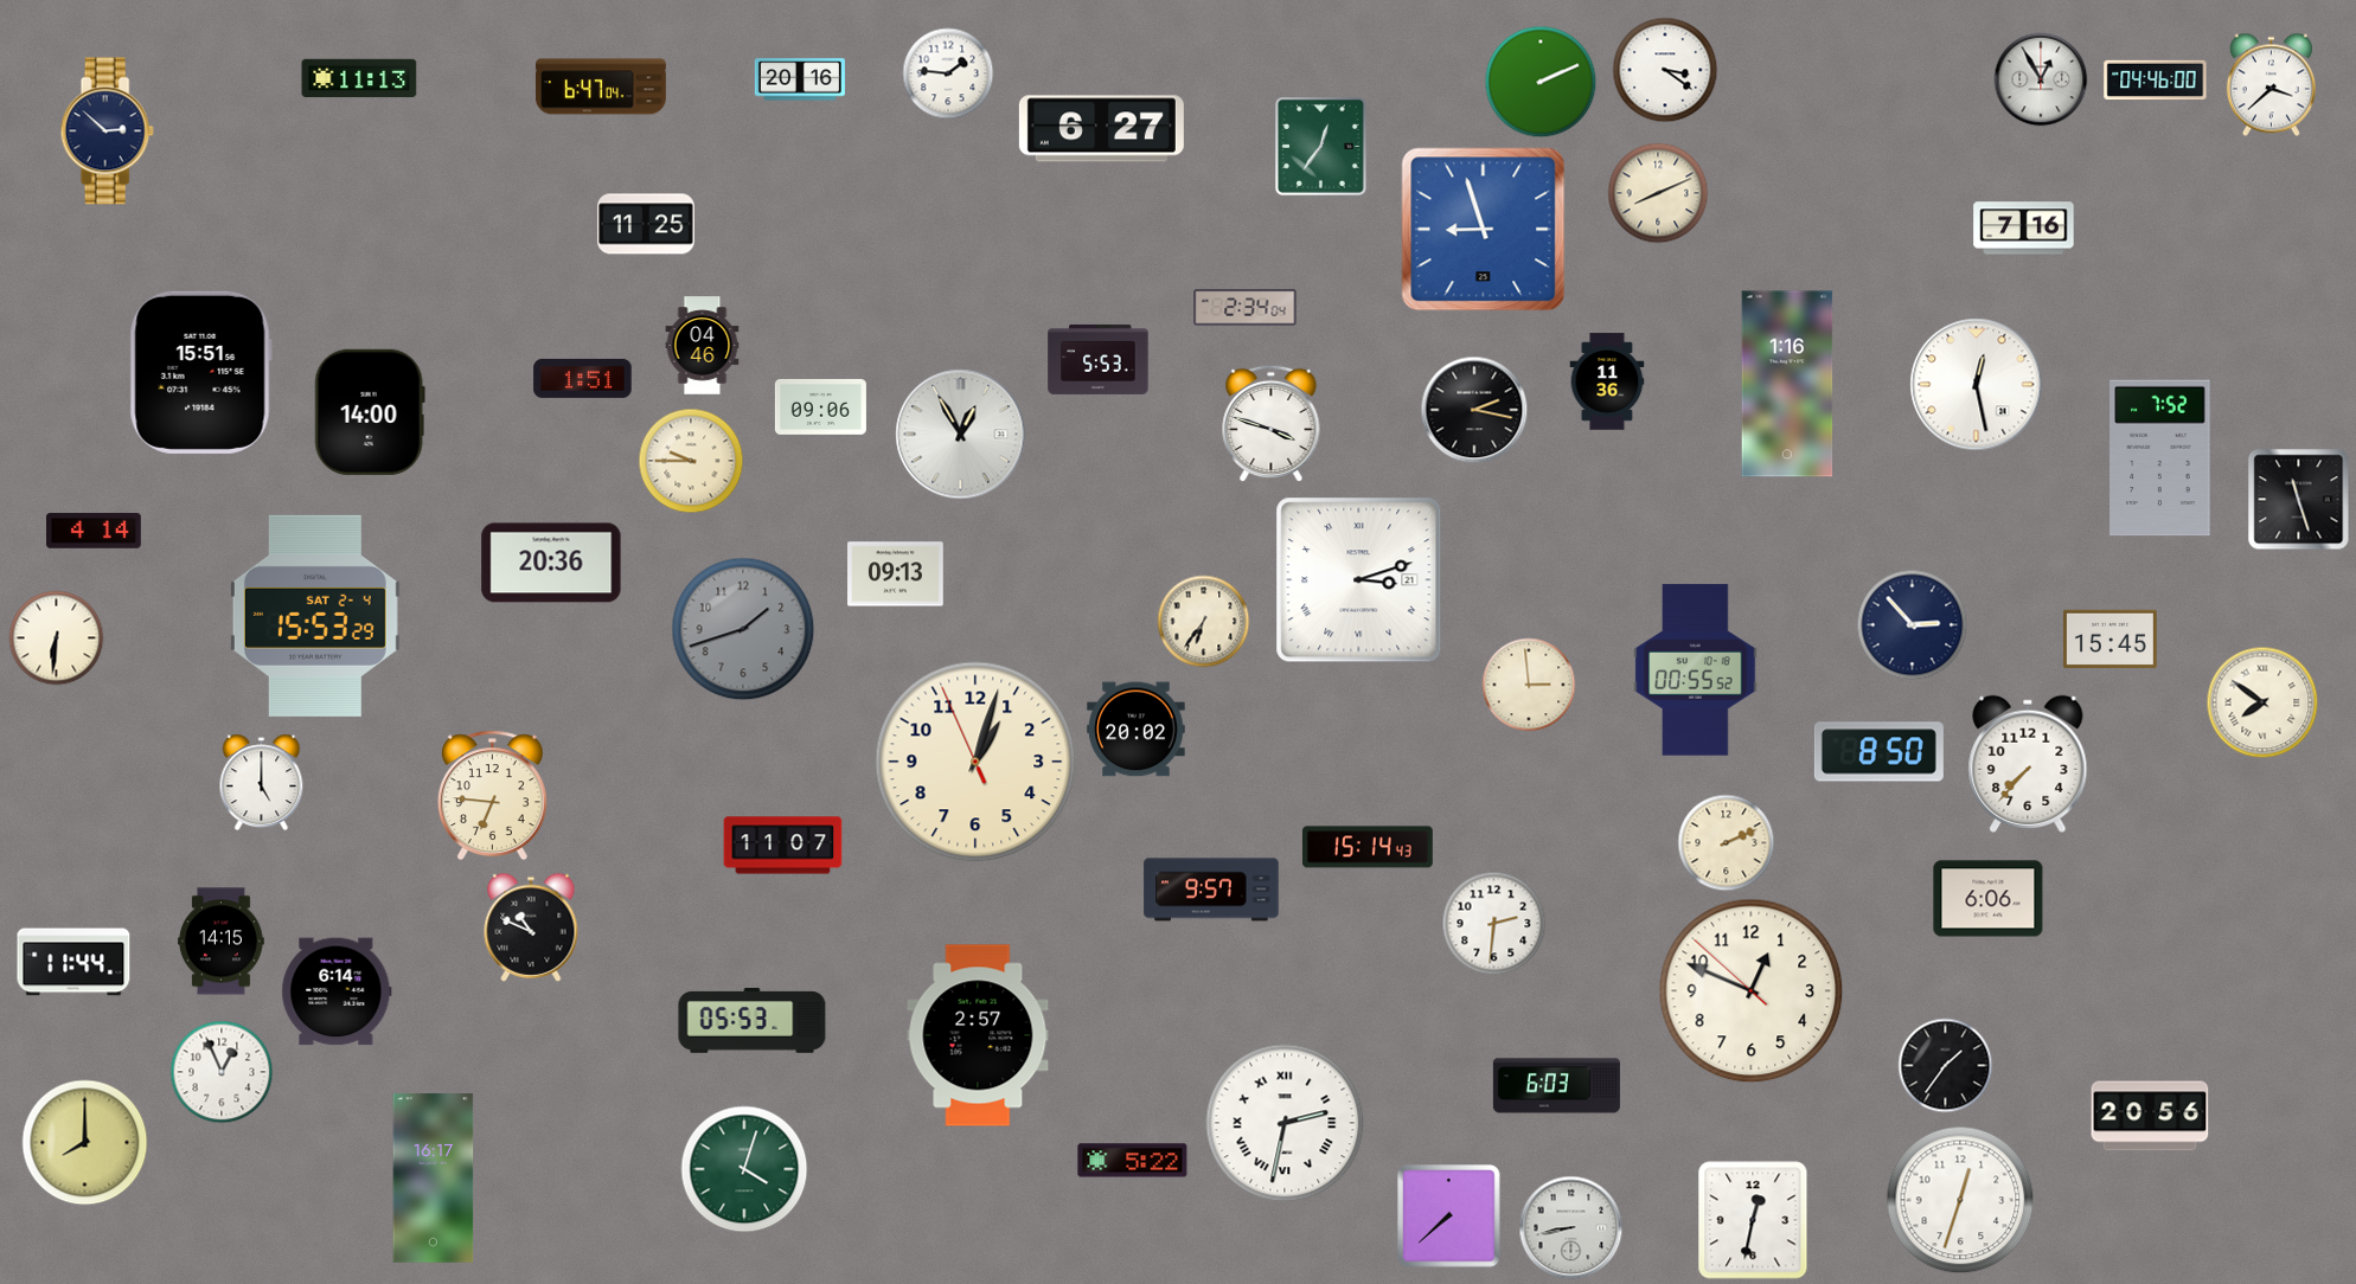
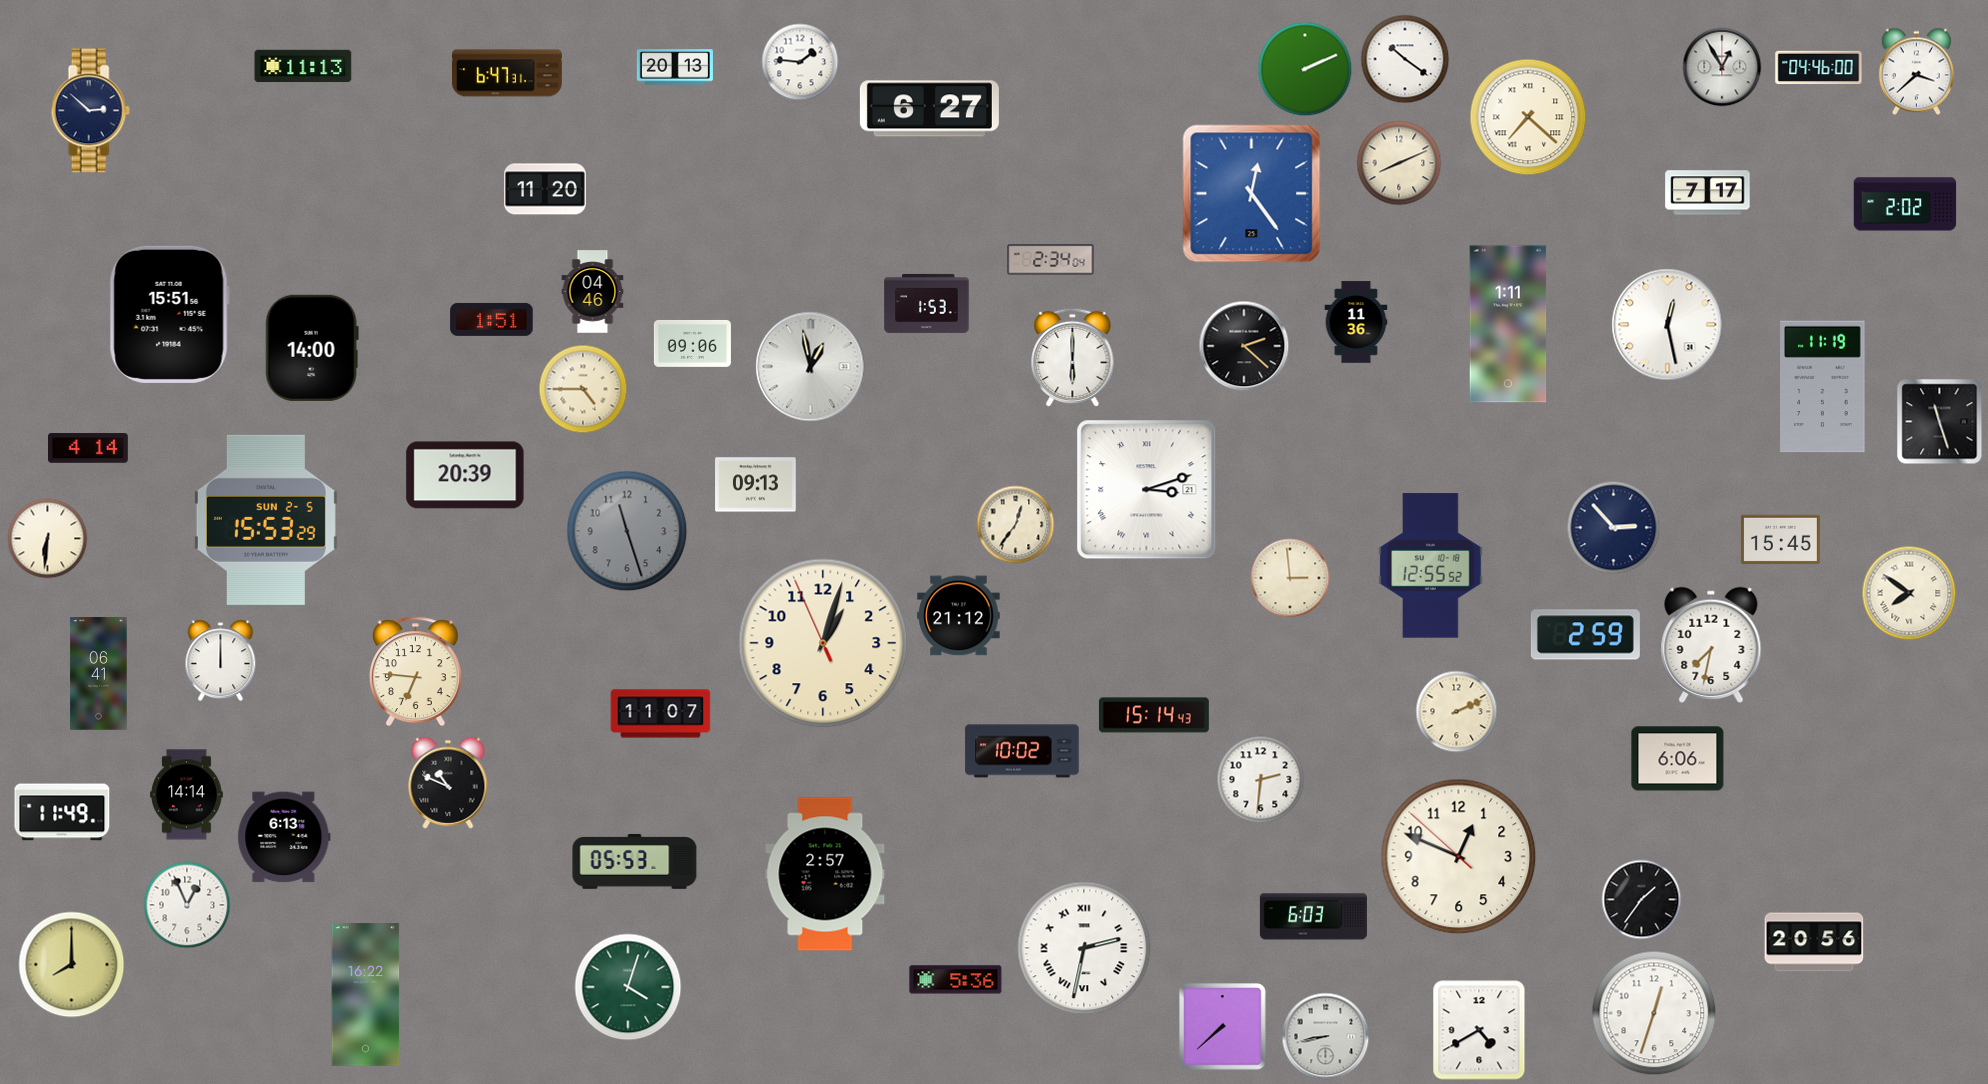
clock at (1665, 70): 3:21 -> 10:21
clock at (800, 79): 20:16 -> 20:13
clock at (1541, 82) position: (1541, 82) -> (1305, 69)
clock at (601, 86): 6:47:04 -> 6:47:31
clock at (1528, 117): none -> 7:22
clock at (1321, 147): 12:36 -> none
clock at (646, 224): 11:25 -> 11:20
clock at (2024, 229): 7:16 -> 7:17
clock at (1484, 230): 8:57 -> 12:24
clock at (1905, 204): none -> 2:02
clock at (1099, 359): 5:53 -> 1:53
clock at (1787, 384): 1:16 -> 1:11
clock at (1474, 410): 2:17 -> 2:22
clock at (1272, 424): 3:48 -> 6:00
clock at (961, 435): 12:55 -> 12:58
clock at (2160, 458): 7:52 -> 11:19
clock at (691, 461): 9:45 -> 4:45
clock at (95, 531) position: (95, 531) -> (89, 448)
clock at (551, 563): 20:36 -> 20:39
clock at (315, 616) date: SAT 2-4 -> SUN 2-5
clock at (1204, 622): 6:36 -> 12:36
clock at (743, 629): 1:42 -> 11:27
clock at (1696, 670): 00:55 -> 12:55
clock at (1137, 730): 20:02 -> 21:12
clock at (1878, 752): 8:50 -> 2:59
clock at (2028, 764): 7:37 -> 7:32
clock at (262, 783): 5:00 -> 12:00
clock at (99, 674): none -> 06:41
clock at (1211, 890): 9:57 -> 10:02
clock at (222, 942): 14:15 -> 14:14
clock at (73, 962): 11:44 -> 11:49
clock at (337, 991): 6:14 -> 6:13
clock at (1752, 991) position: (1752, 991) -> (1459, 857)
clock at (1133, 1161): 5:22 -> 5:36
clock at (434, 1179): 16:17 -> 16:22
clock at (1753, 1220): 12:32 -> 4:40
